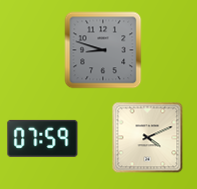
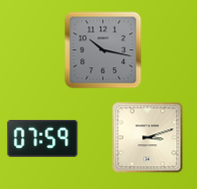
clock at (103, 50): 8:48 -> 10:17
clock at (148, 138): 4:11 -> 3:12
